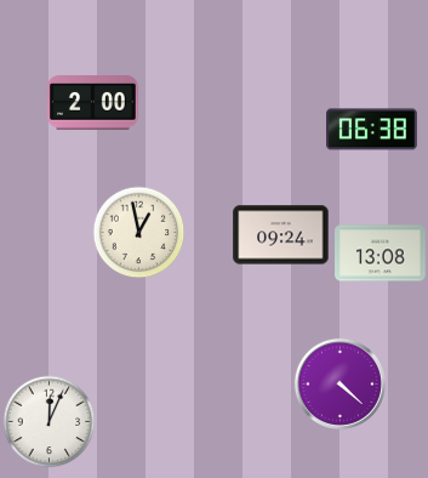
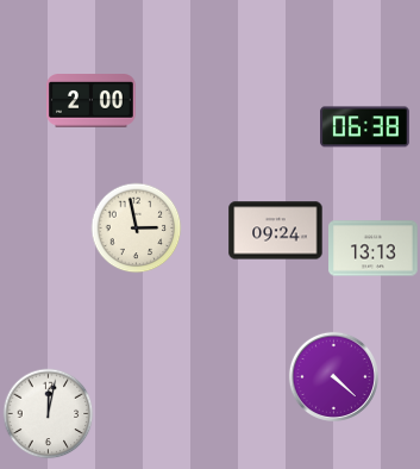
clock at (139, 233): 12:58 -> 2:58
clock at (381, 254): 13:08 -> 13:13
clock at (50, 422): 12:04 -> 12:02
